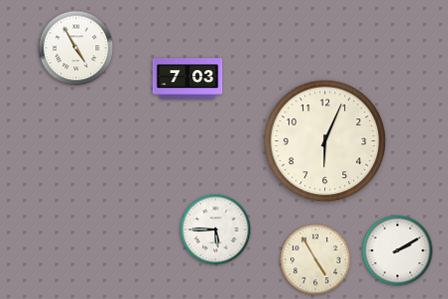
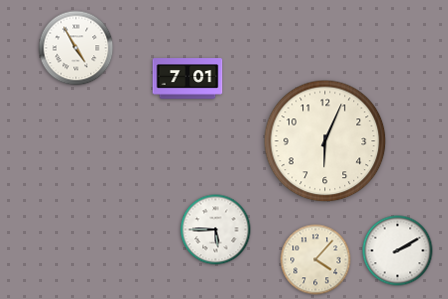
clock at (188, 79): 7:03 -> 7:01
clock at (316, 260): 4:55 -> 4:07
